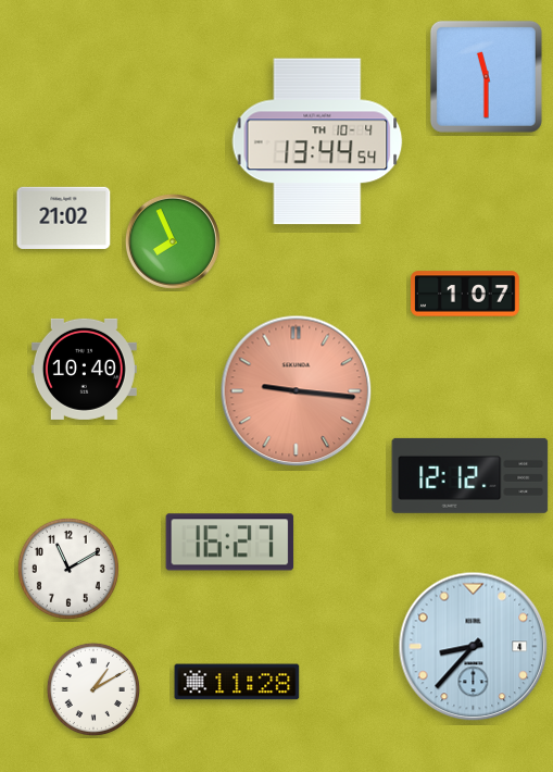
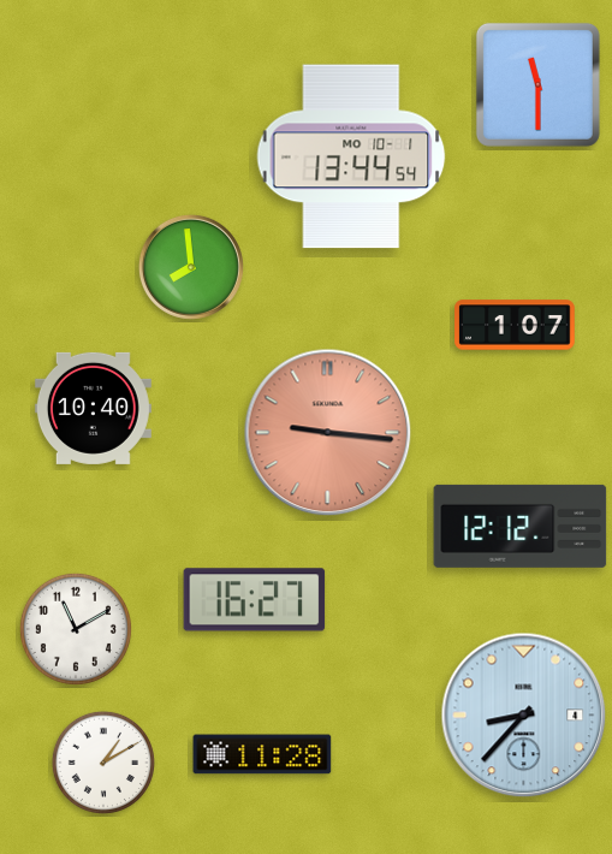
clock at (317, 141) date: TH 10-4 -> MO 10-1
clock at (64, 217): 21:02 -> none
clock at (173, 241): 7:56 -> 7:59
